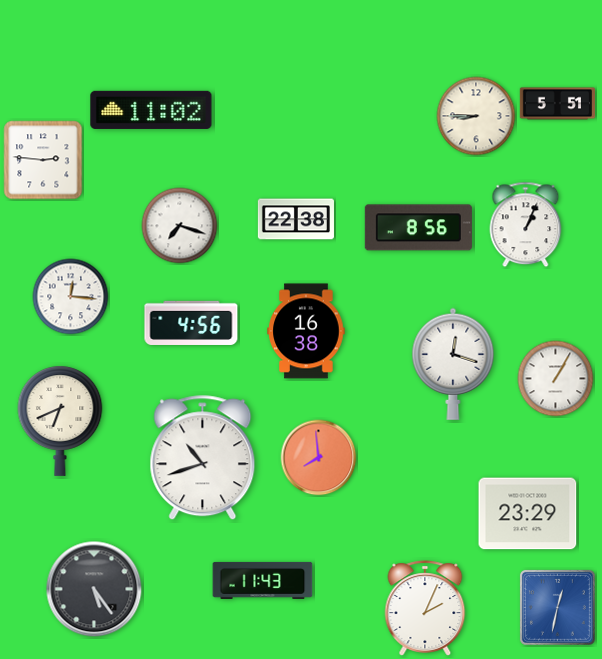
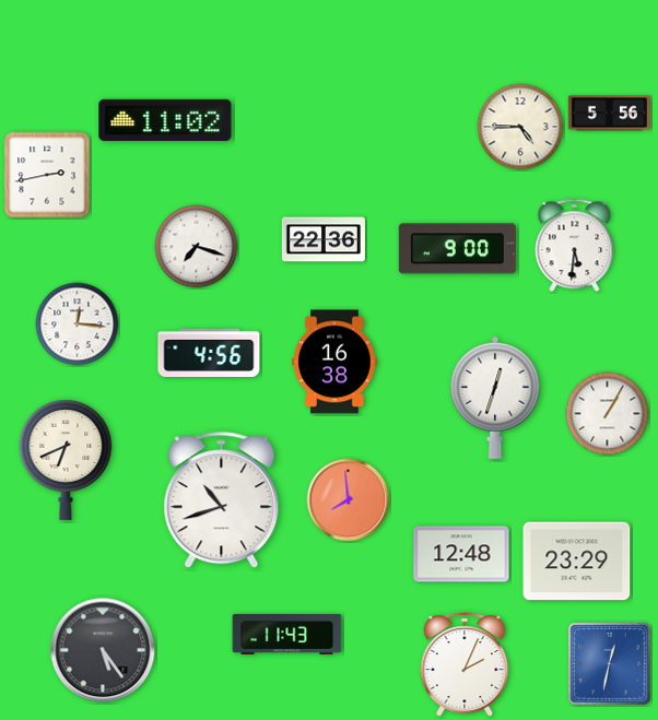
clock at (557, 104): 5:51 -> 5:56
clock at (476, 116): 8:45 -> 4:45
clock at (43, 160): 2:46 -> 2:43
clock at (296, 219): 22:38 -> 22:36
clock at (526, 225): 1:04 -> 5:31
clock at (418, 228): 8:56 -> 9:00
clock at (453, 364): 12:18 -> 12:33
clock at (461, 554): none -> 12:48
clock at (94, 589) position: (94, 589) -> (103, 650)
